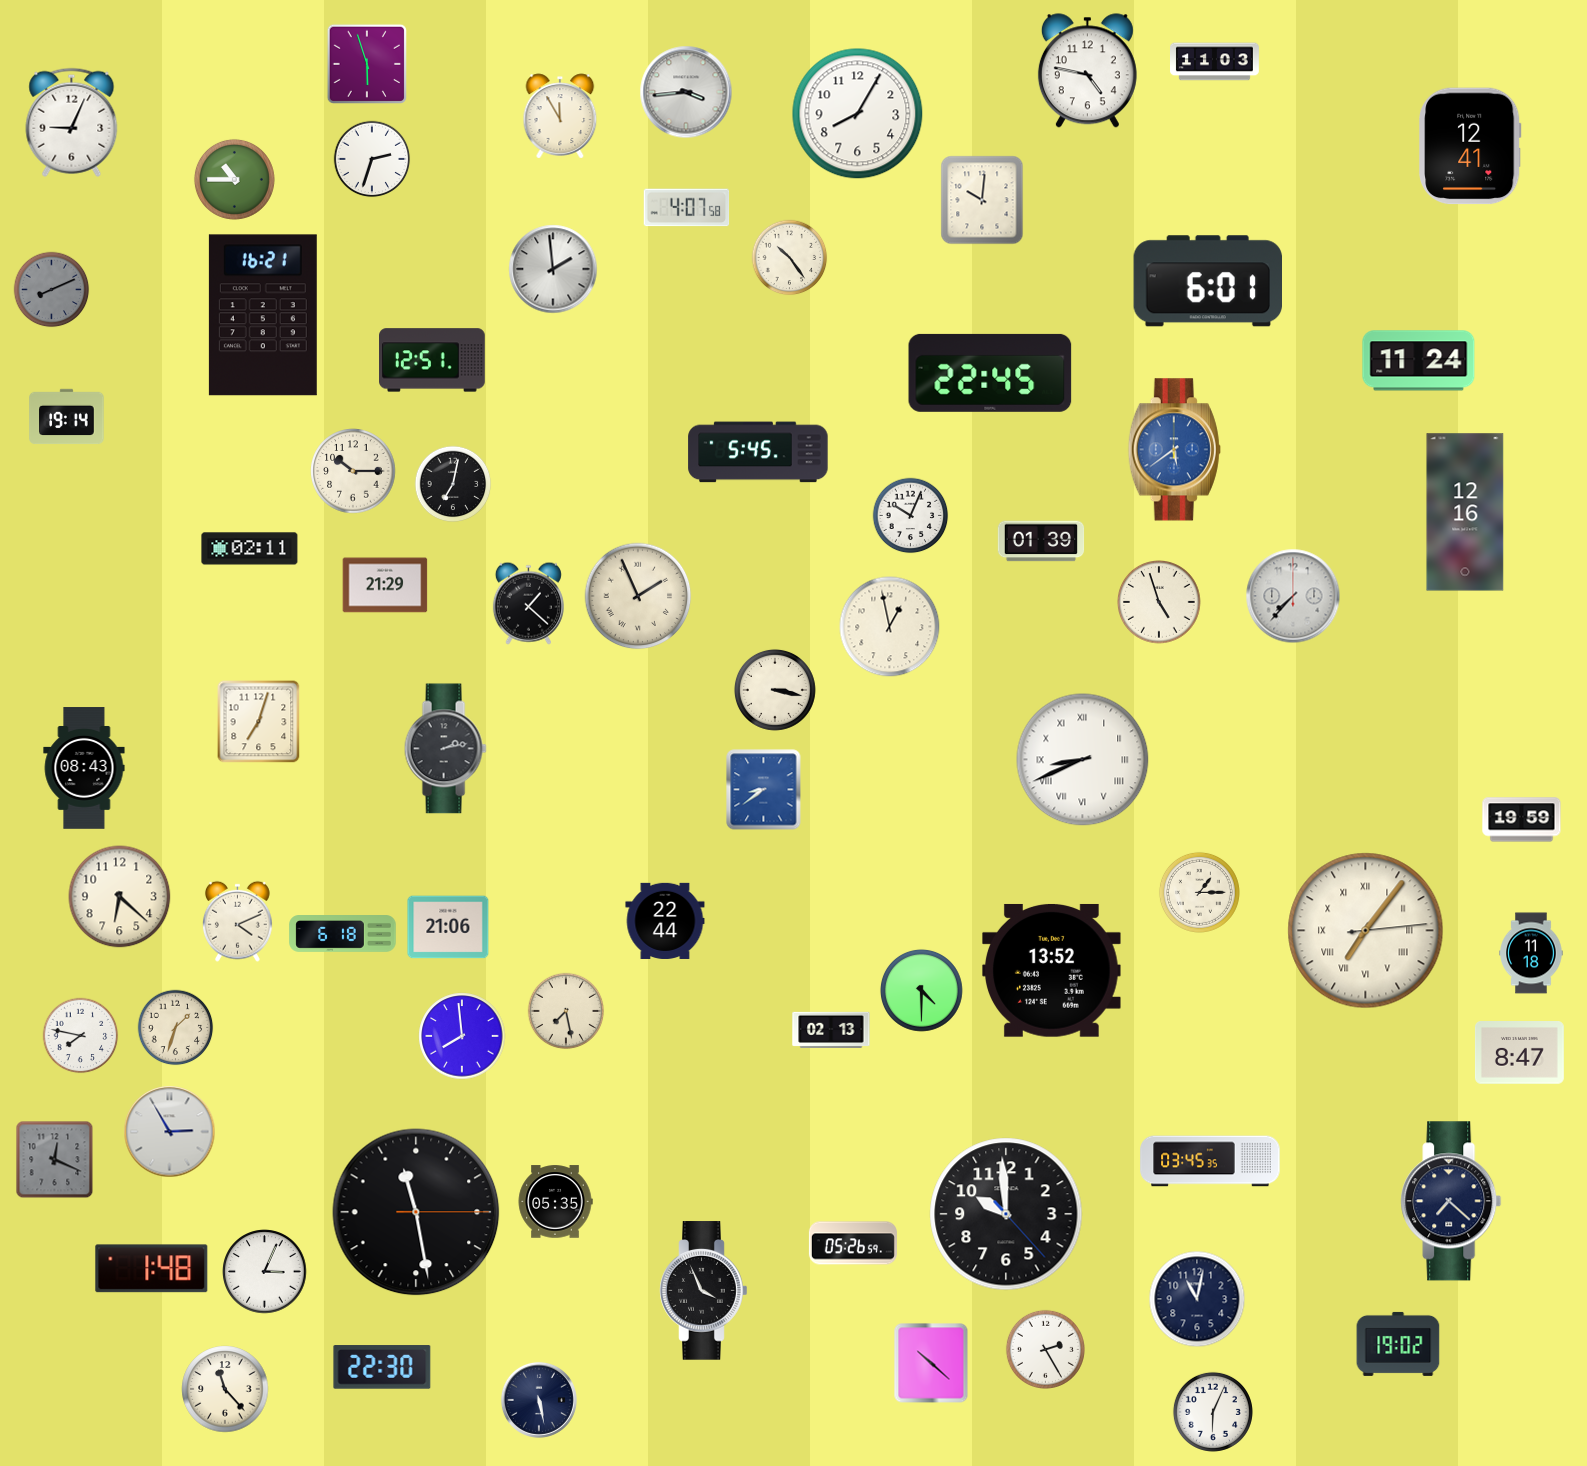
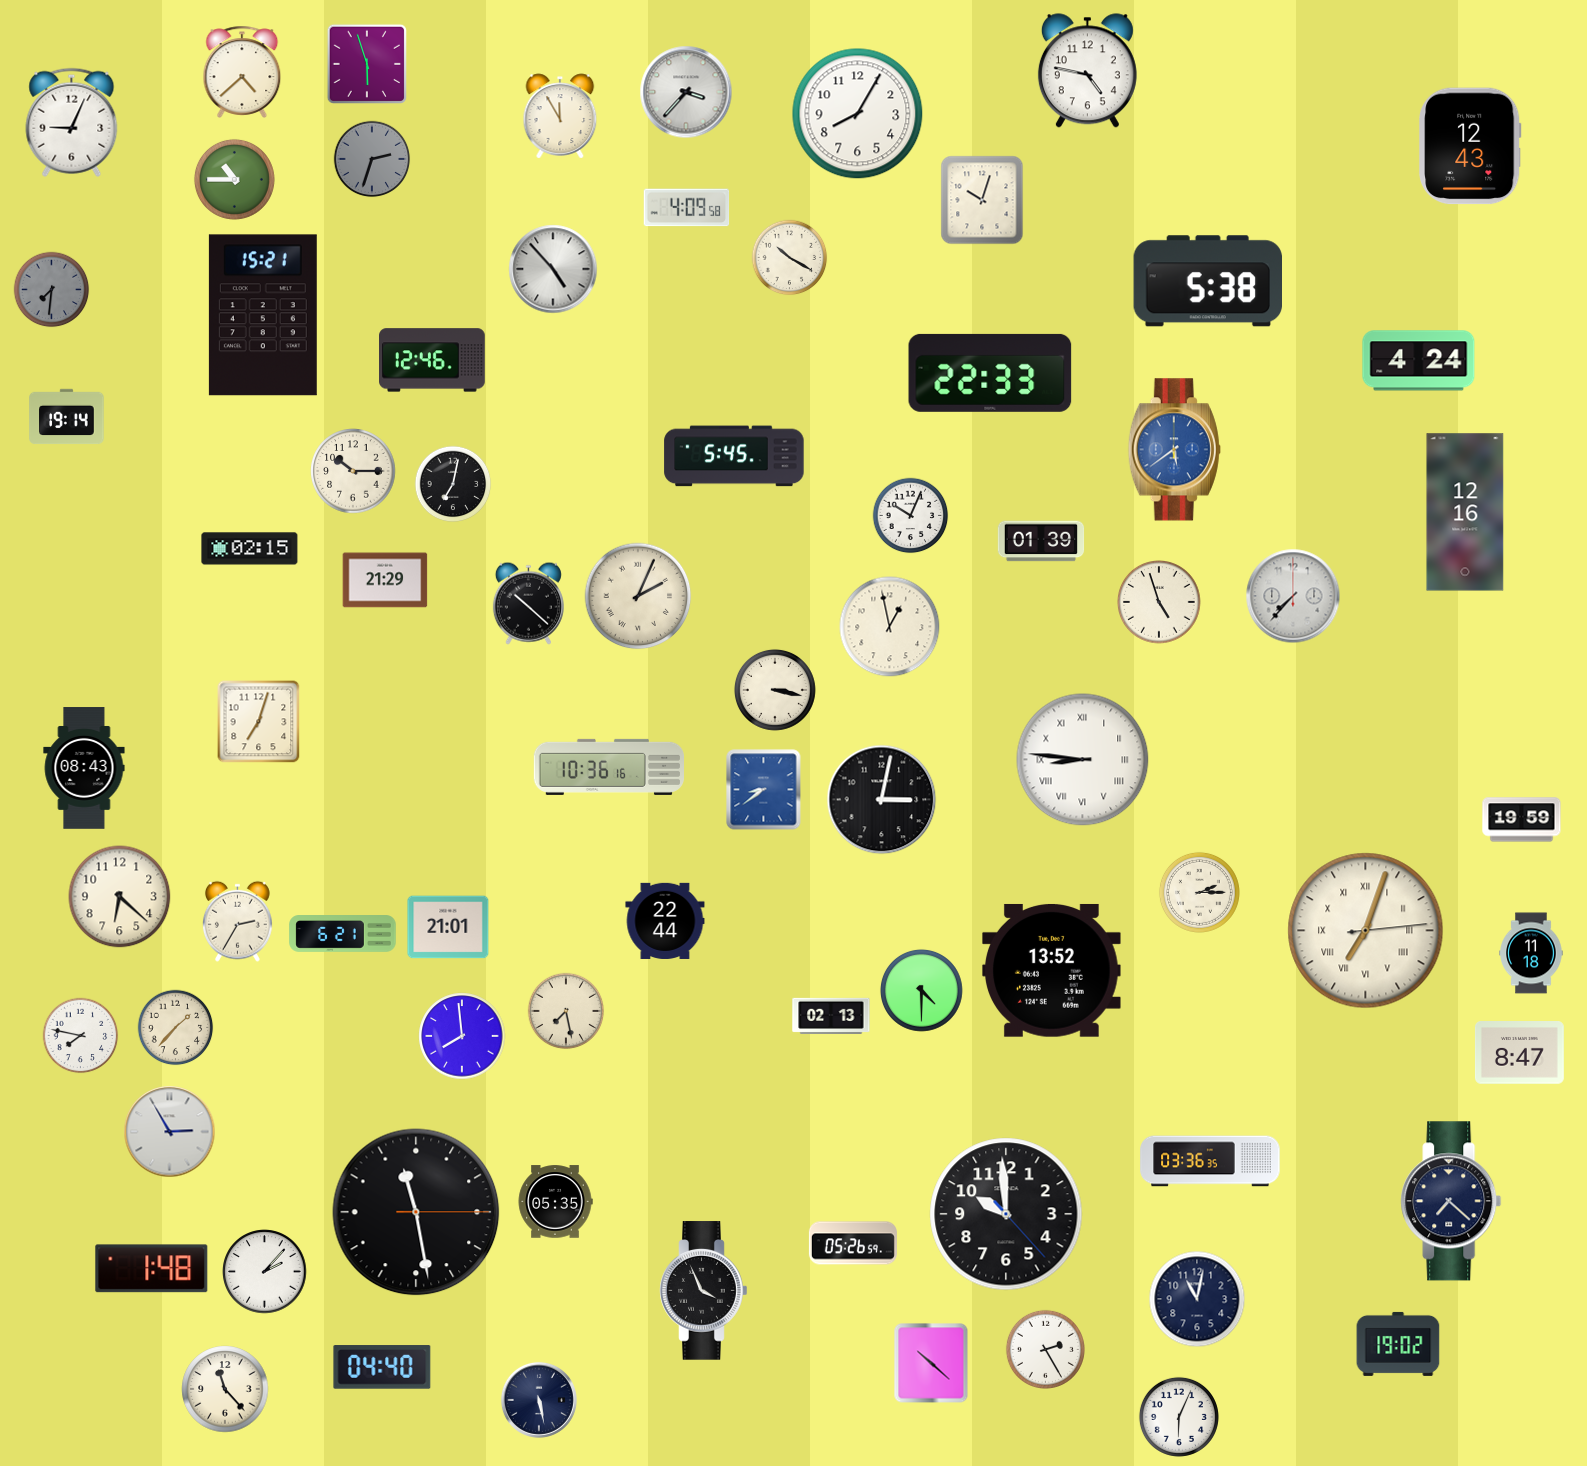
clock at (1215, 62): 11:03 -> none
clock at (242, 72): none -> 4:38
clock at (686, 92): 3:44 -> 3:37
clock at (1470, 146): 12:41 -> 12:43
clock at (372, 159) dial: white -> grey
clock at (982, 200): 10:01 -> 10:03
clock at (687, 208): 4:07 -> 4:09
clock at (790, 258): 10:24 -> 10:20
clock at (553, 269): 1:59 -> 4:53
clock at (1207, 281): 6:01 -> 5:38
clock at (52, 290): 8:11 -> 7:31
clock at (263, 315): 16:21 -> 15:21
clock at (433, 360): 12:51 -> 12:46
clock at (1419, 361): 11:24 -> 4:24
clock at (990, 373): 22:45 -> 22:33
clock at (758, 452) position: (758, 452) -> (734, 456)
clock at (250, 549): 02:11 -> 02:15
clock at (385, 585) position: (385, 585) -> (385, 580)
clock at (638, 596): 1:56 -> 2:04
clock at (528, 603): 1:22 -> 10:22
clock at (445, 749): 2:13 -> none
clock at (1083, 760): 8:41 -> 8:46
clock at (608, 767): none -> 10:36
clock at (882, 800): none -> 3:02
clock at (1199, 892): 1:15 -> 2:15
clock at (238, 921): 4:11 -> 2:35
clock at (448, 927): 21:06 -> 21:01
clock at (1366, 931): 7:06 -> 7:03
clock at (343, 934): 6:18 -> 6:21
clock at (176, 1028): 1:33 -> 1:37
clock at (831, 1030) position: (831, 1030) -> (831, 1016)
clock at (55, 1160): 12:19 -> none
clock at (1210, 1161): 03:45 -> 03:36
clock at (265, 1272): 3:04 -> 2:07
clock at (382, 1367): 22:30 -> 04:40
clock at (1213, 1412) position: (1213, 1412) -> (1179, 1417)
